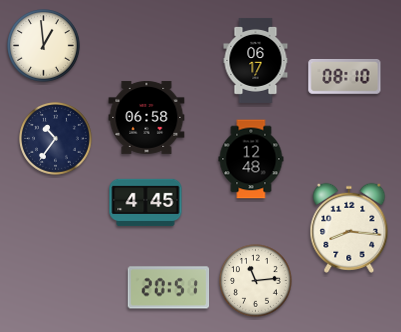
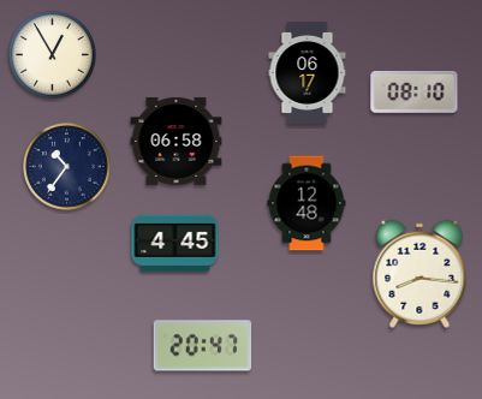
clock at (44, 46): 12:59 -> 12:55
clock at (251, 159) position: (251, 159) -> (307, 203)
clock at (256, 281): 11:14 -> none
clock at (169, 288): 20:51 -> 20:47
